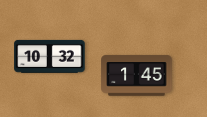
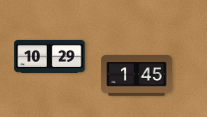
clock at (50, 56): 10:32 -> 10:29
